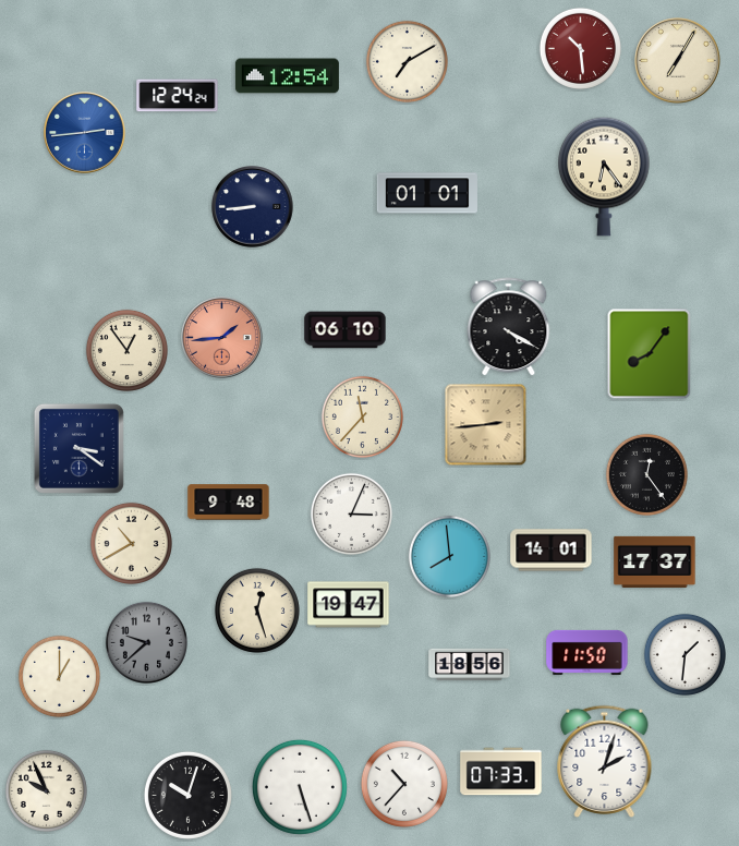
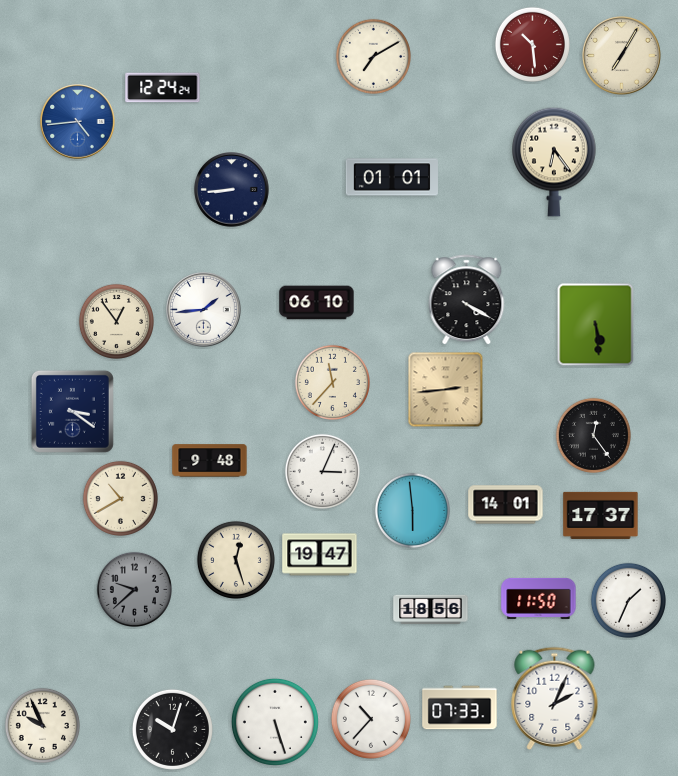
clock at (287, 76): 12:54 -> none
clock at (85, 133): 2:44 -> 4:44
clock at (222, 338) dial: salmon -> white
clock at (650, 354): 8:06 -> 5:29
clock at (449, 556): 7:59 -> 5:59
clock at (685, 654): 1:31 -> 1:34
clock at (59, 676): 1:00 -> none
clock at (605, 761): 2:03 -> 2:04
